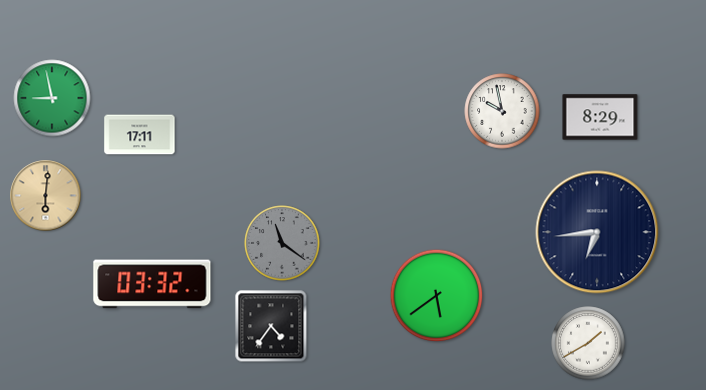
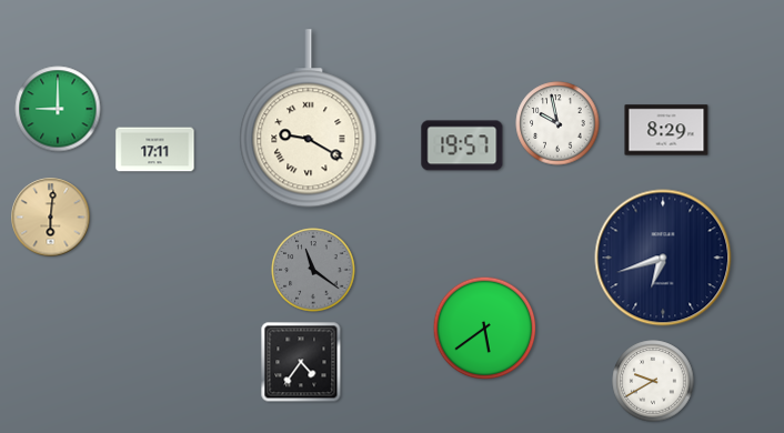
clock at (52, 98): 8:58 -> 9:00
clock at (309, 119): none -> 9:20
clock at (462, 145): none -> 19:57
clock at (597, 232): 6:44 -> 6:42
clock at (152, 284): 03:32 -> none
clock at (588, 343): 1:40 -> 9:40
